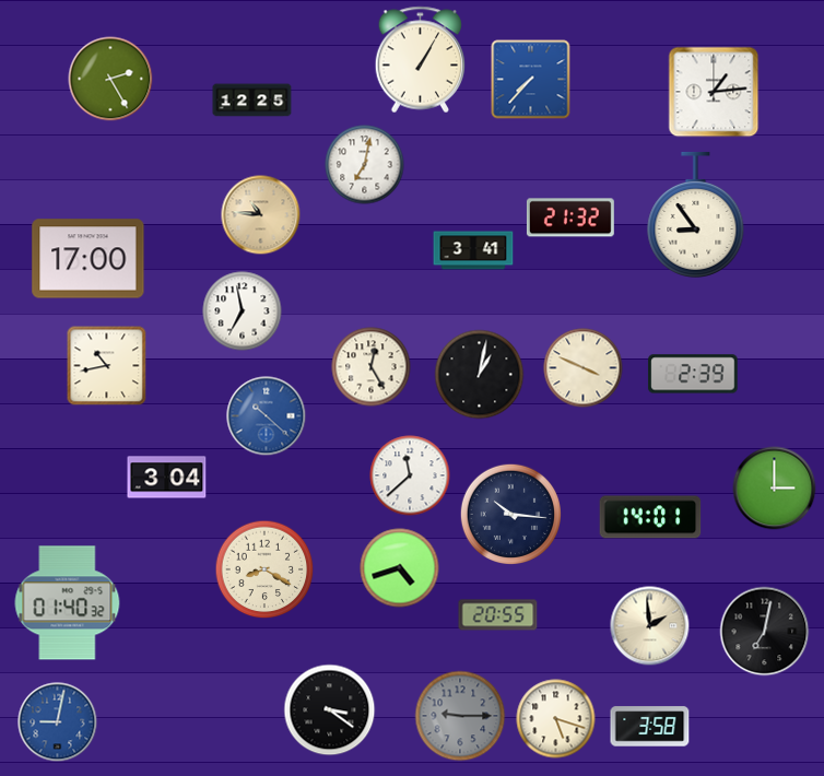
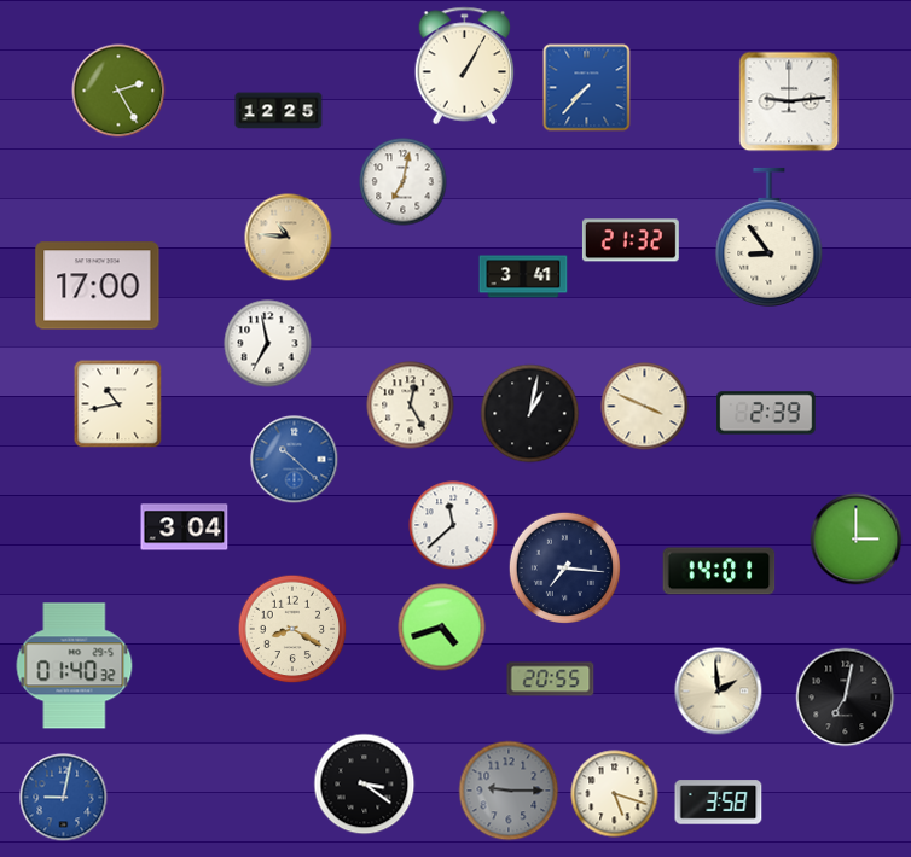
clock at (110, 79) position: (110, 79) -> (118, 91)
clock at (714, 92): 1:14 -> 9:14
clock at (511, 515): 10:16 -> 7:16
